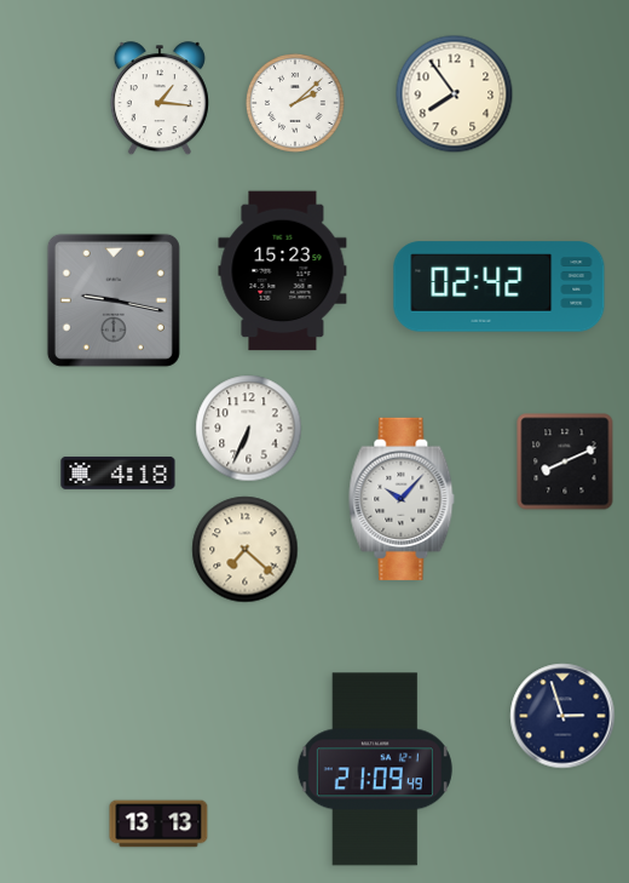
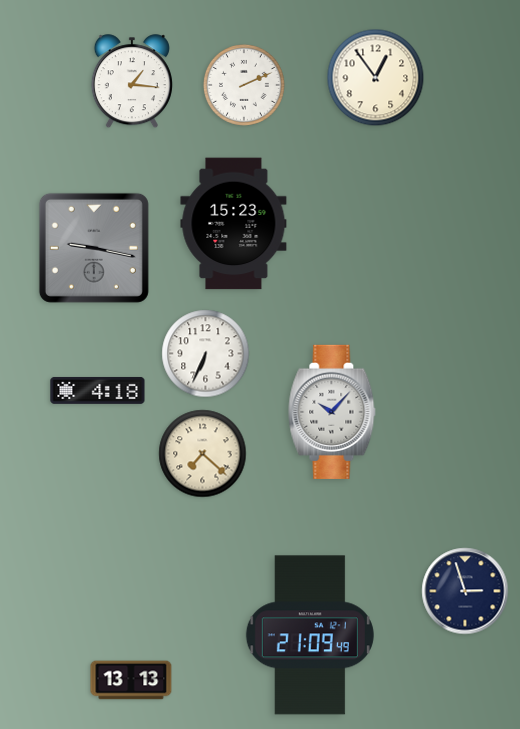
clock at (455, 94): 7:54 -> 12:54
clock at (295, 103): 2:08 -> 2:11
clock at (500, 287): 02:42 -> none
clock at (565, 461): 8:11 -> none
